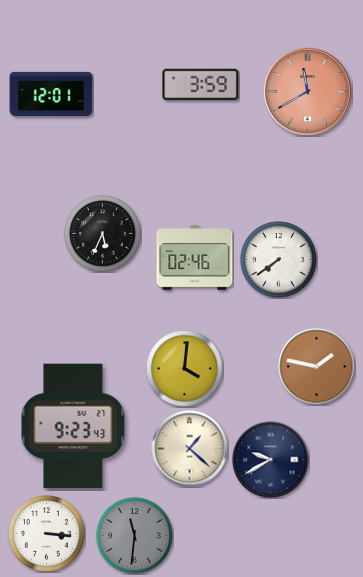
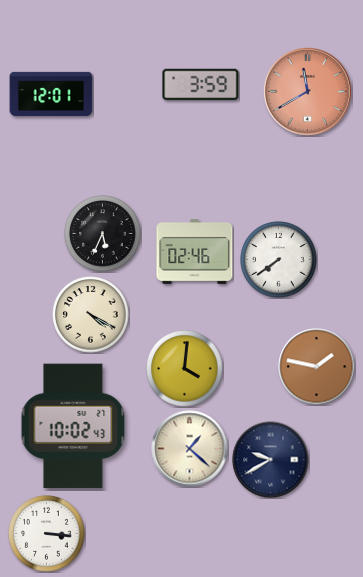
clock at (195, 257) position: (195, 257) -> (195, 251)
clock at (91, 315): none -> 4:20
clock at (73, 426): 9:23 -> 10:02
clock at (135, 536): 11:31 -> none
